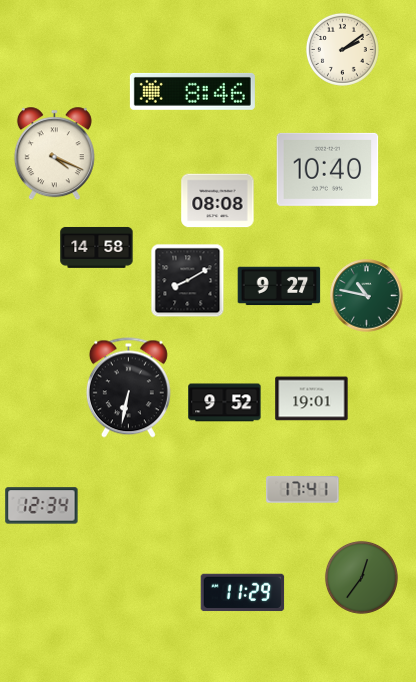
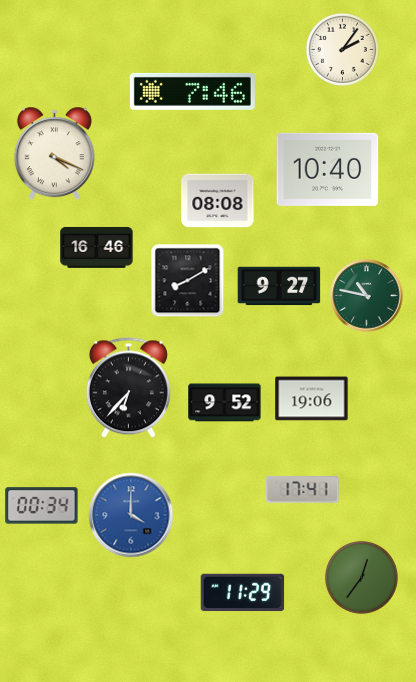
clock at (342, 49): 2:09 -> 2:06
clock at (192, 91): 8:46 -> 7:46
clock at (97, 247): 14:58 -> 16:46
clock at (128, 388): 6:32 -> 6:37
clock at (312, 399): 19:01 -> 19:06
clock at (42, 506): 12:34 -> 00:34
clock at (131, 515): none -> 4:00
